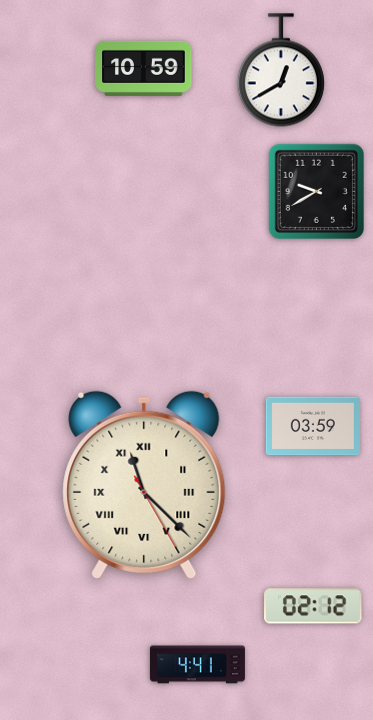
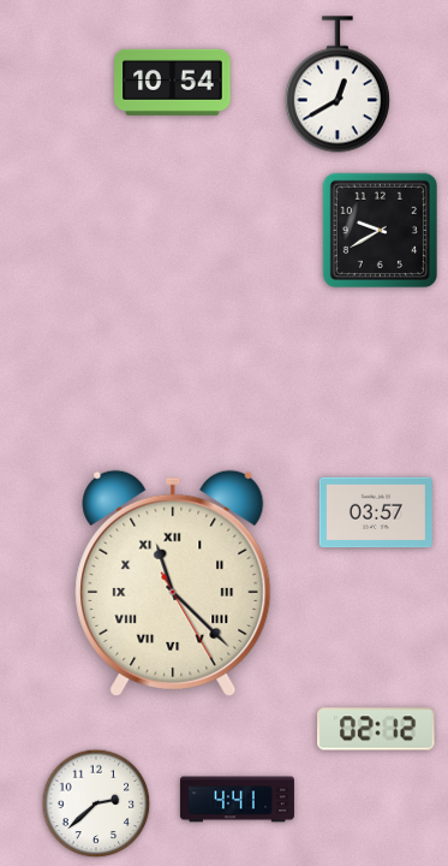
clock at (144, 68): 10:59 -> 10:54
clock at (313, 426): 03:59 -> 03:57
clock at (96, 803): none -> 2:38
